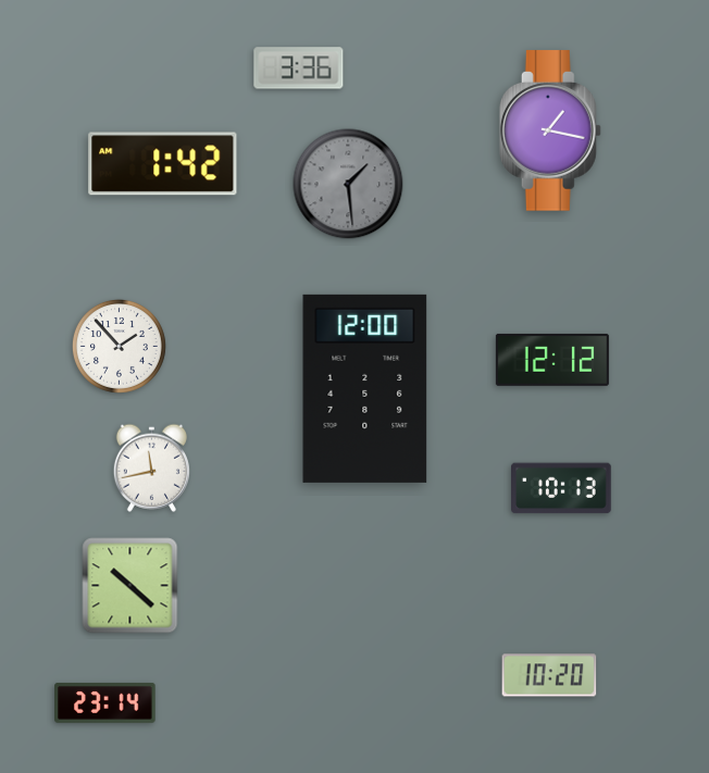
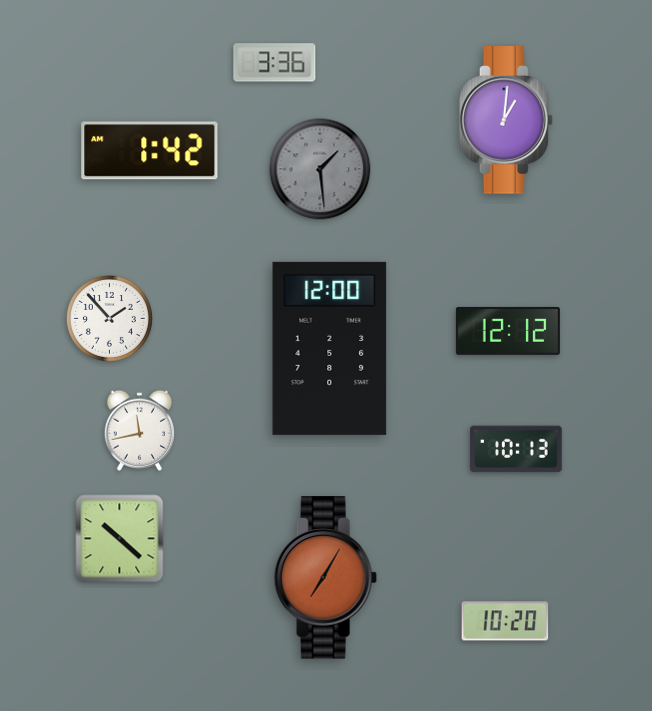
clock at (550, 130): 1:17 -> 1:01
clock at (365, 388) position: (365, 388) -> (330, 348)
clock at (325, 578): none -> 7:05
clock at (105, 703): 23:14 -> none
